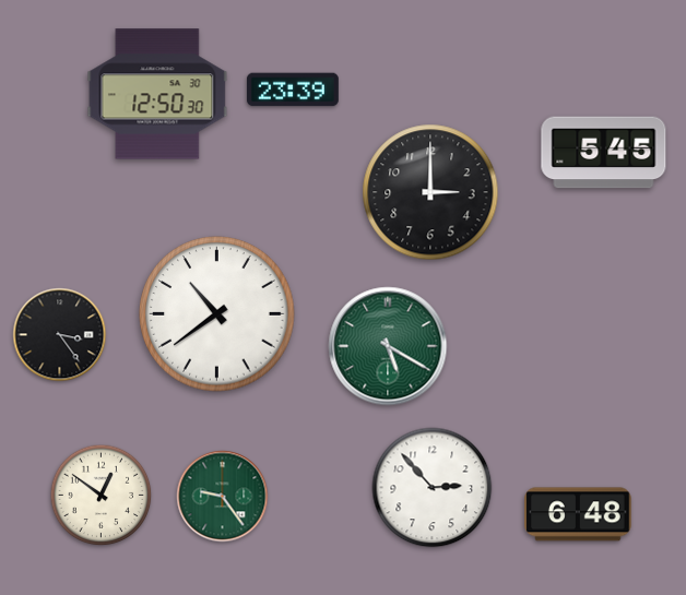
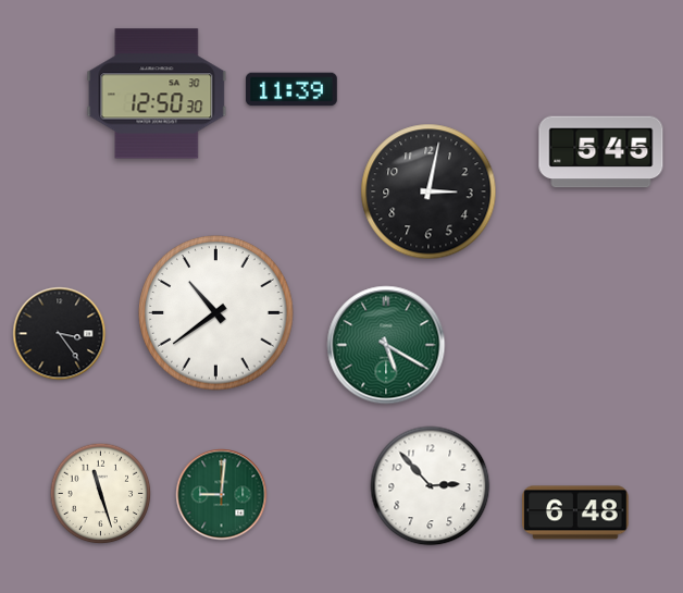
clock at (293, 90): 23:39 -> 11:39
clock at (430, 192): 3:00 -> 3:02
clock at (102, 496): 12:51 -> 11:27
clock at (223, 497): 9:24 -> 9:01
